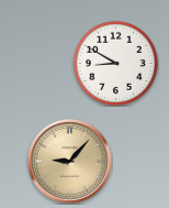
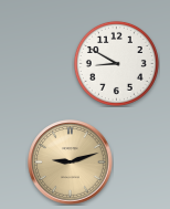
clock at (70, 162): 9:07 -> 9:12
